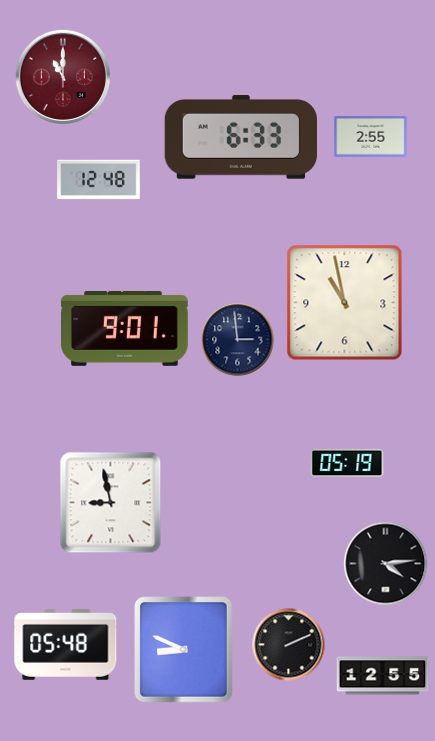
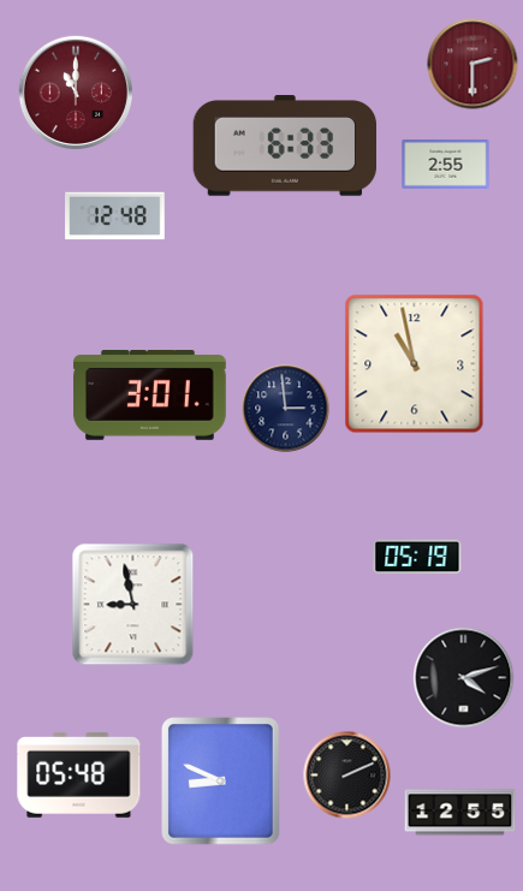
clock at (473, 64): none -> 2:30
clock at (241, 137) position: (241, 137) -> (285, 145)
clock at (99, 180) position: (99, 180) -> (115, 216)
clock at (125, 329): 9:01 -> 3:01
clock at (386, 564): 4:14 -> 4:12
